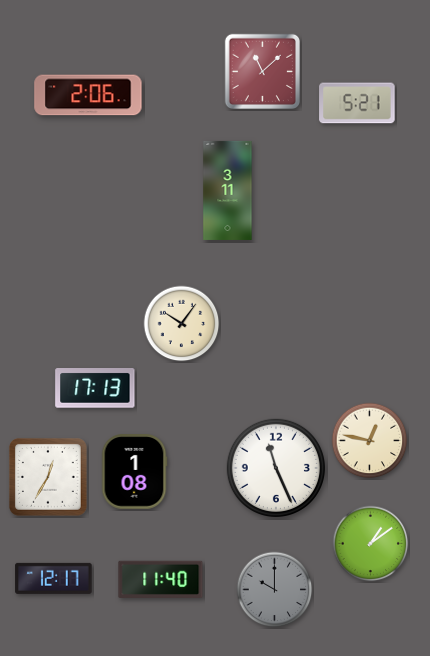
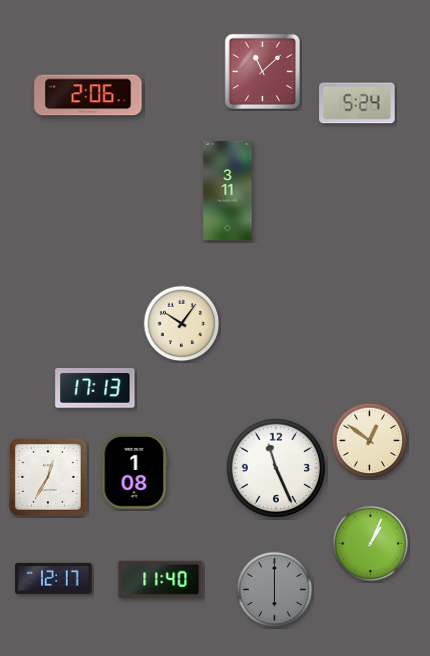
clock at (357, 103): 5:21 -> 5:24
clock at (370, 441): 12:47 -> 12:51
clock at (371, 544): 1:09 -> 1:04
clock at (275, 590): 10:00 -> 6:00
